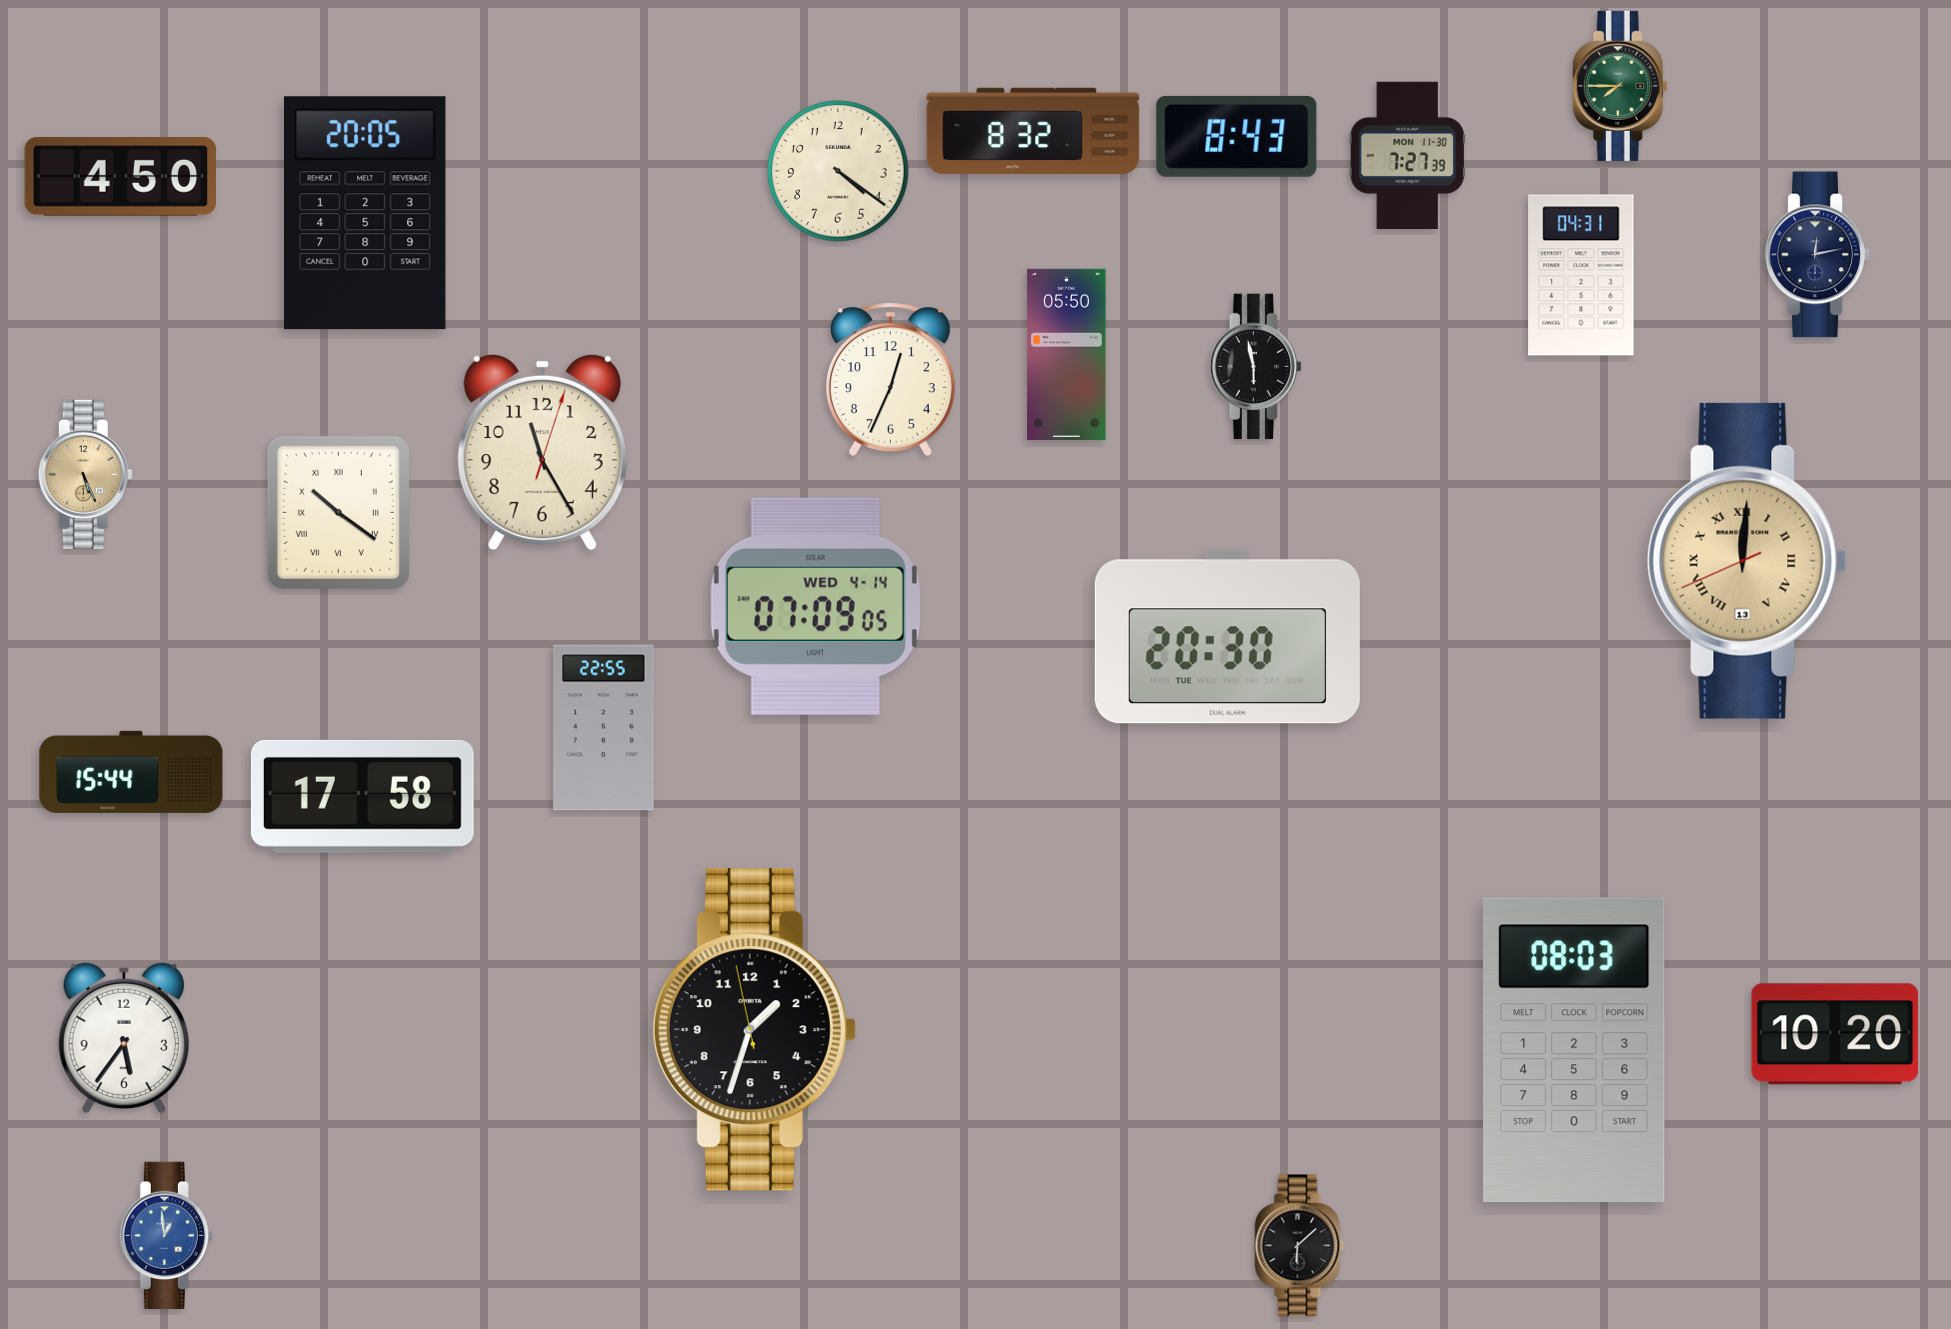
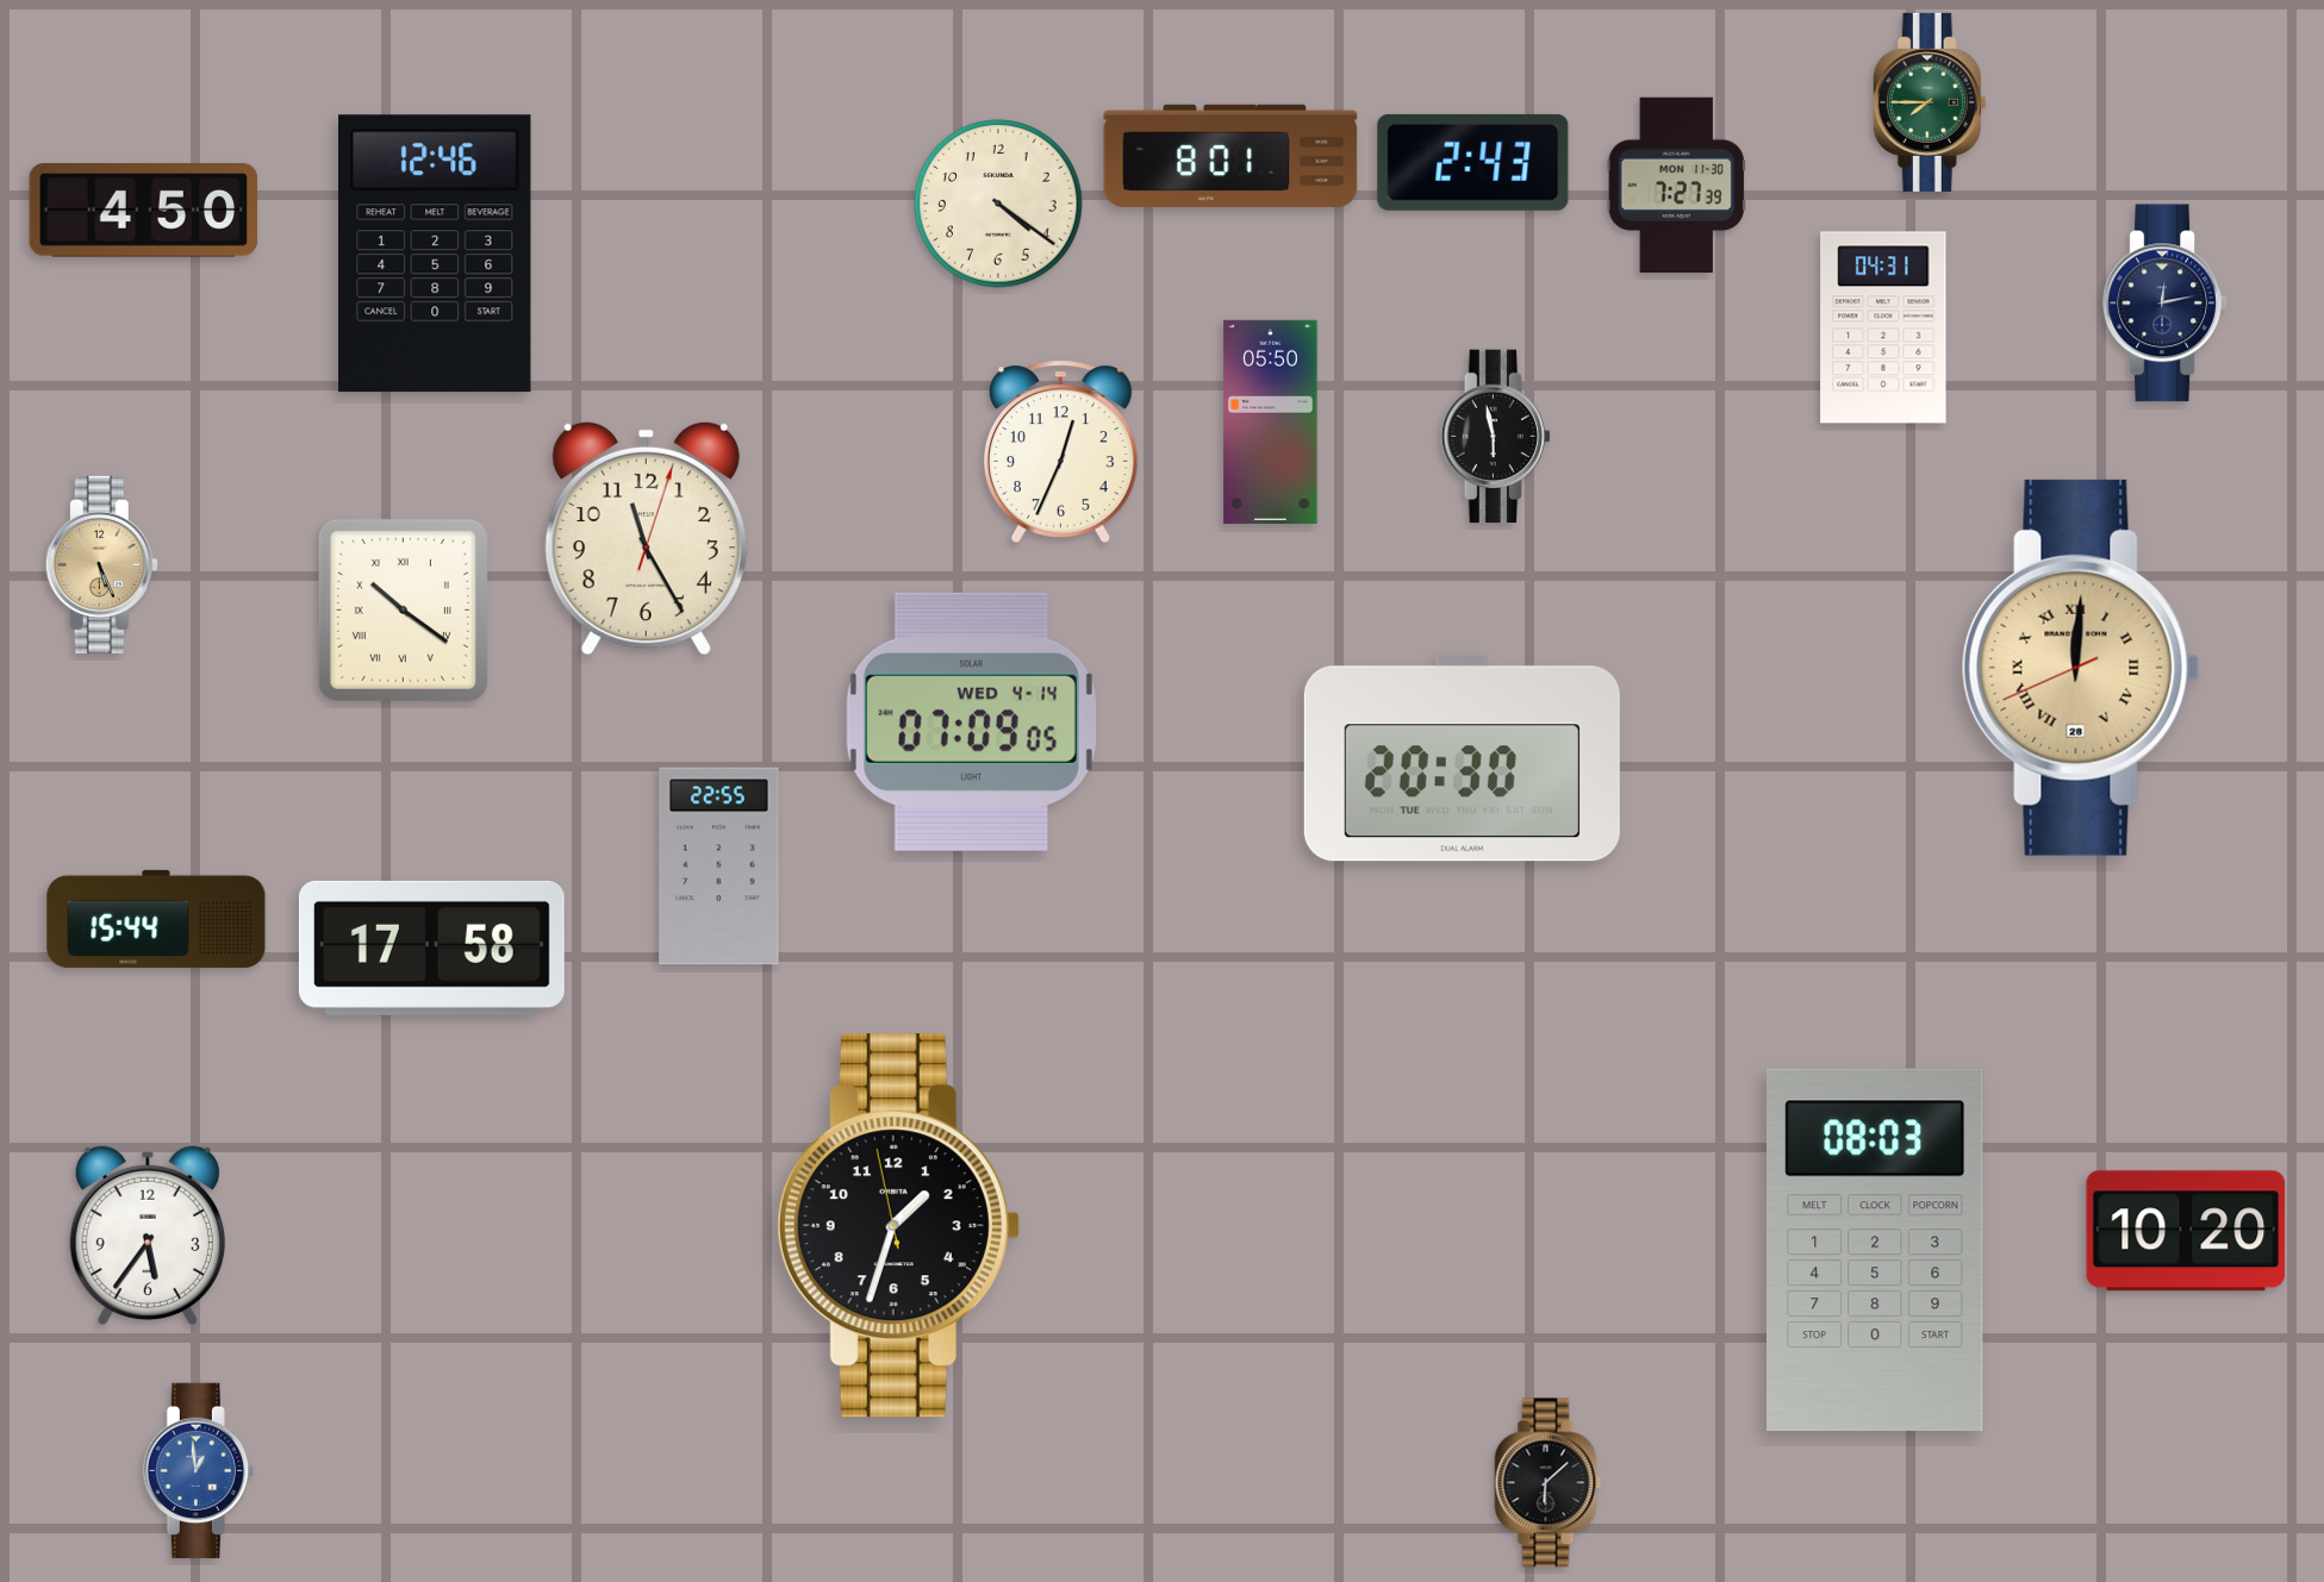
clock at (1033, 131): 8:32 -> 8:01
clock at (1237, 136): 8:43 -> 2:43
clock at (366, 213): 20:05 -> 12:46
clock at (1747, 561) date: 13 -> 28
